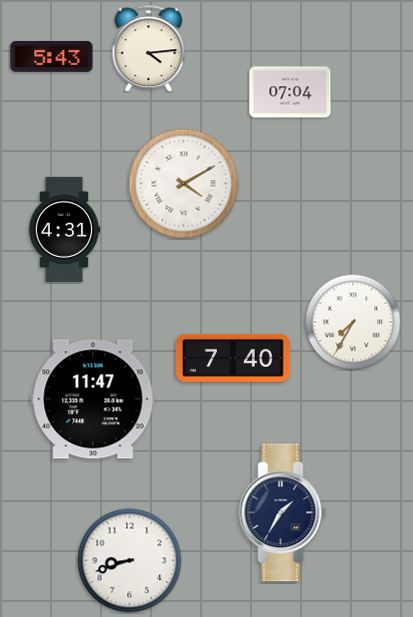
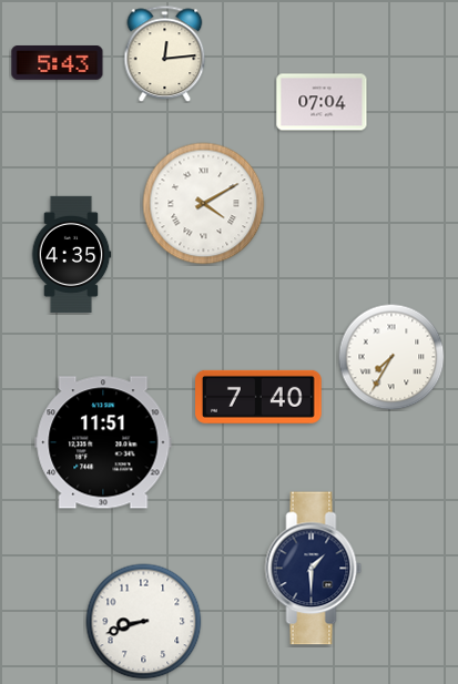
clock at (149, 48): 4:14 -> 12:14
clock at (64, 229): 4:31 -> 4:35
clock at (93, 399): 11:47 -> 11:51
clock at (283, 513): 1:35 -> 1:30
